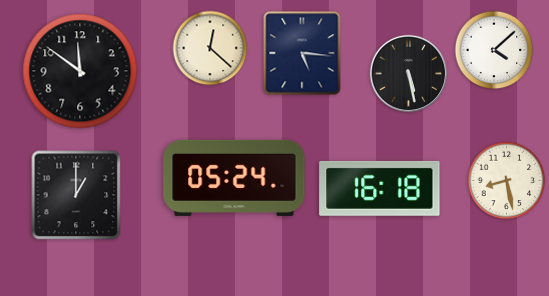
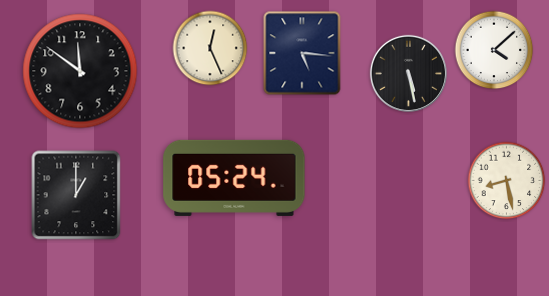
clock at (210, 48): 12:22 -> 12:26
clock at (380, 188): 16:18 -> none
